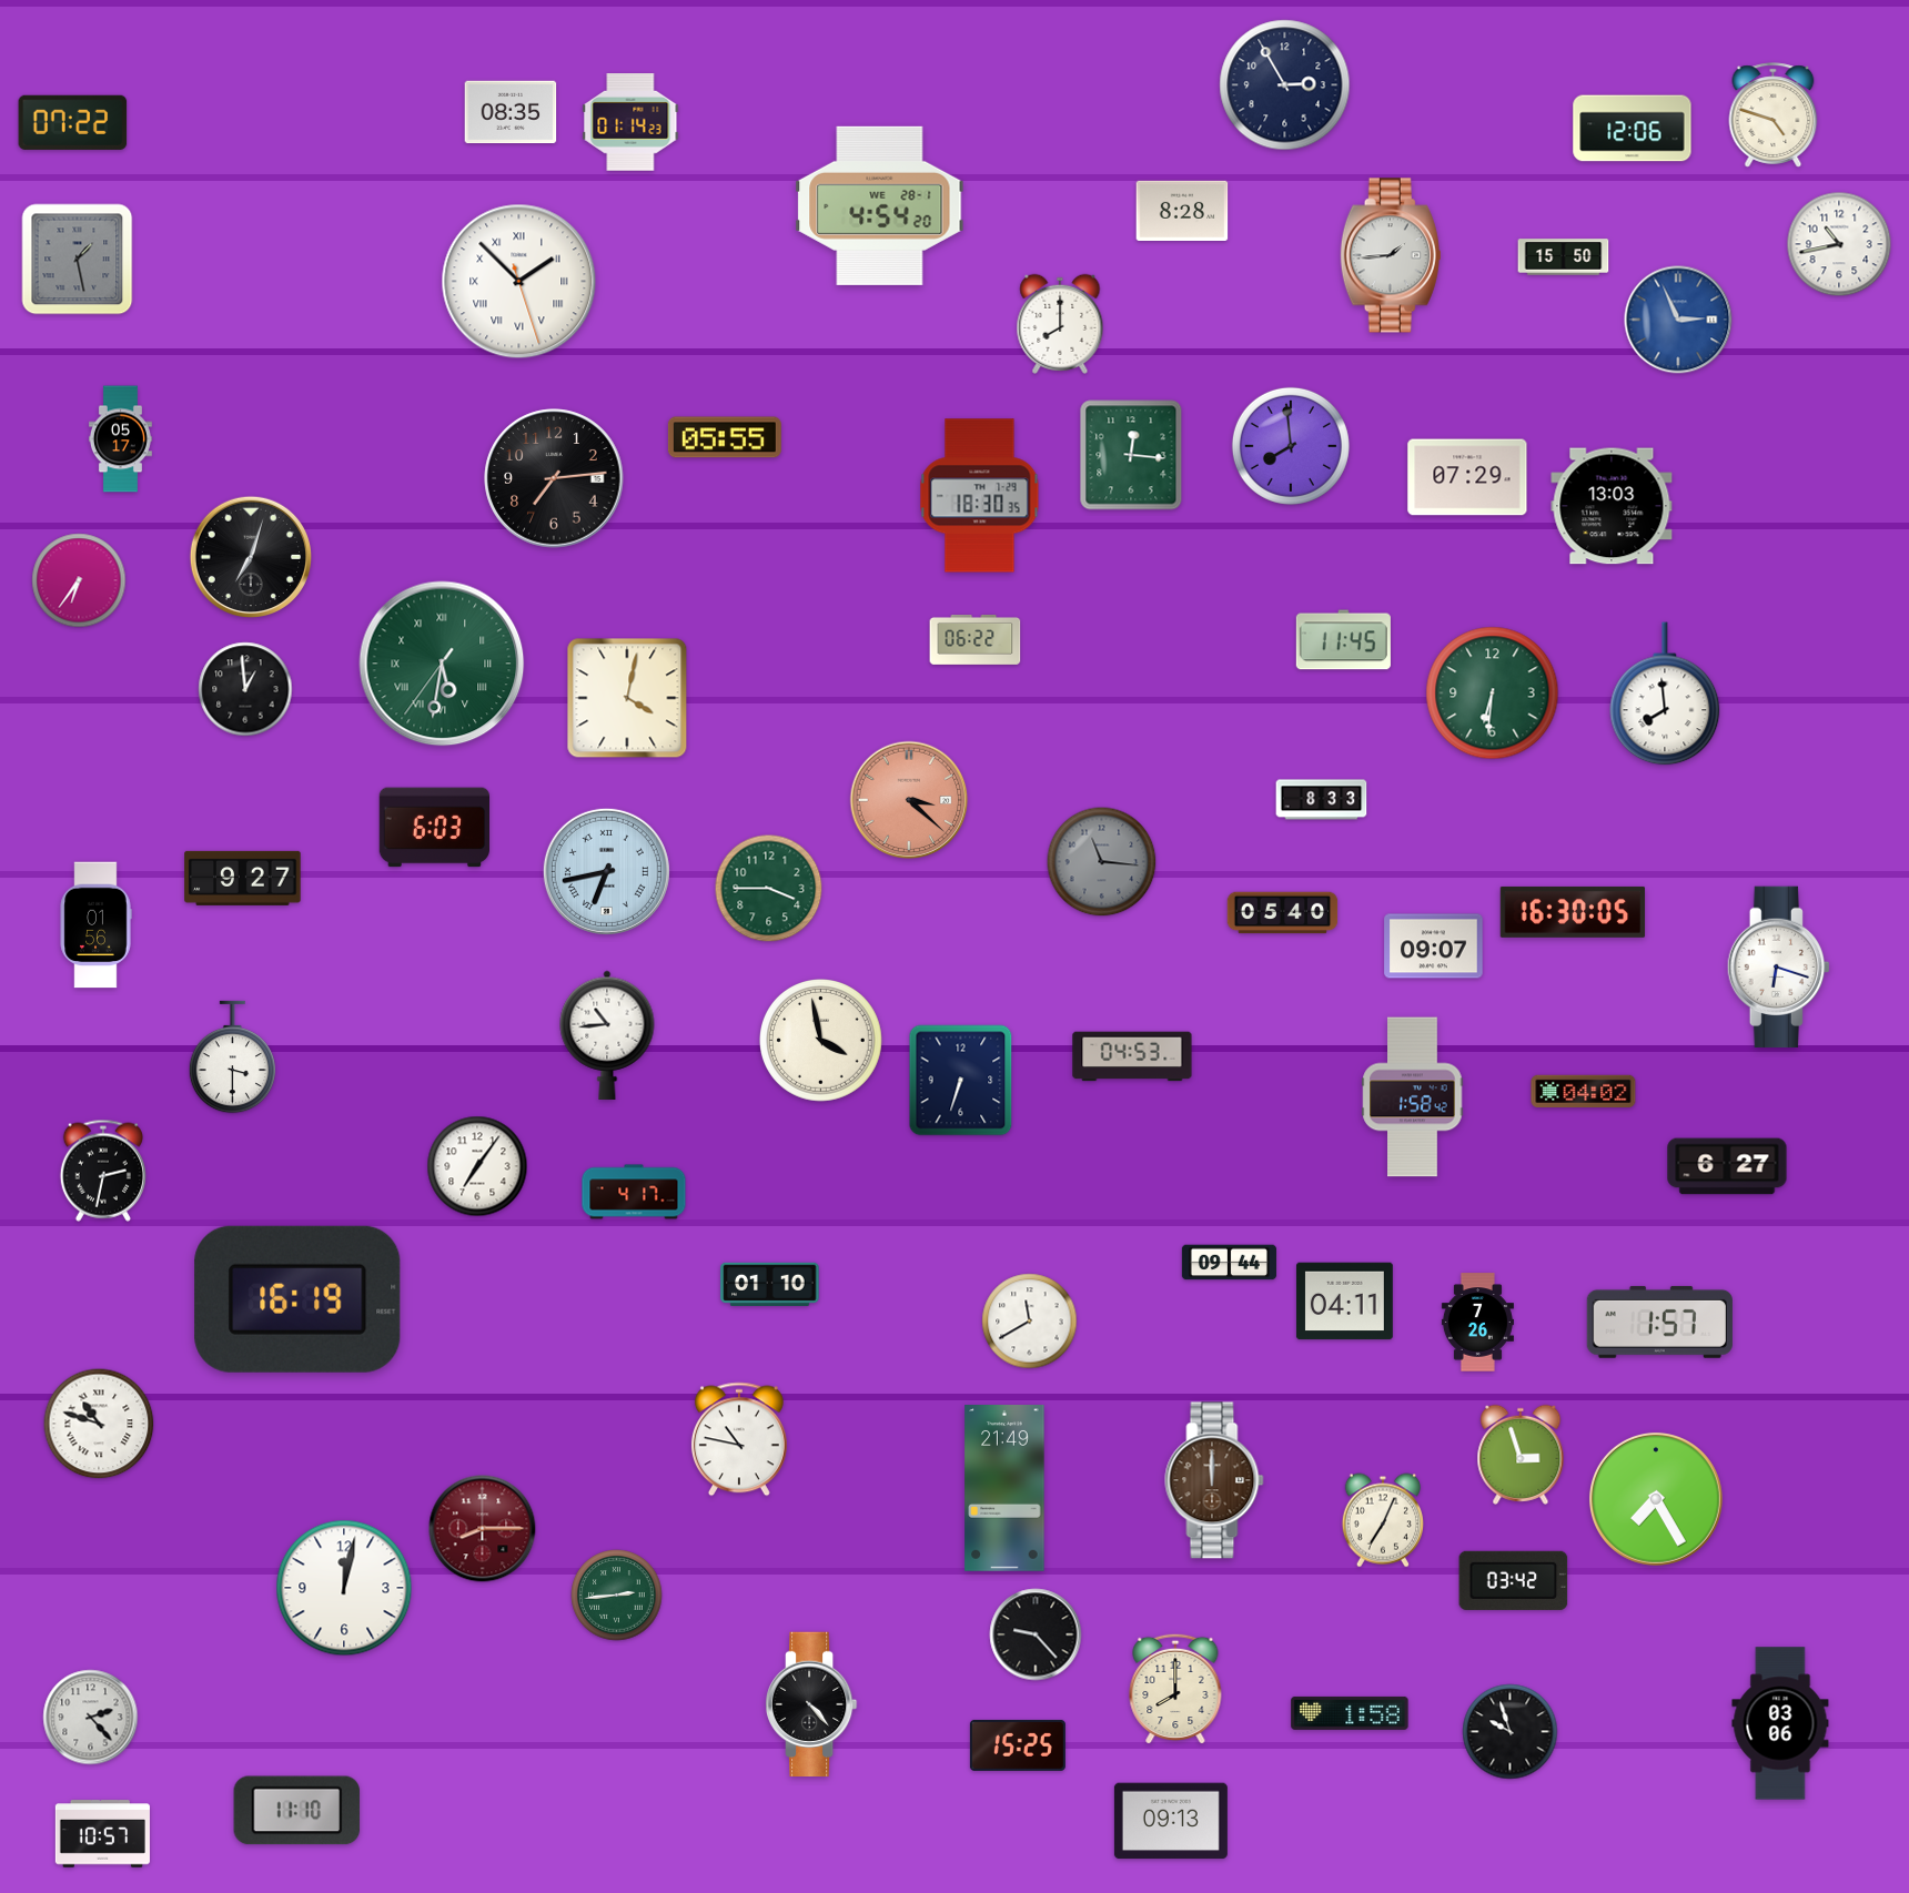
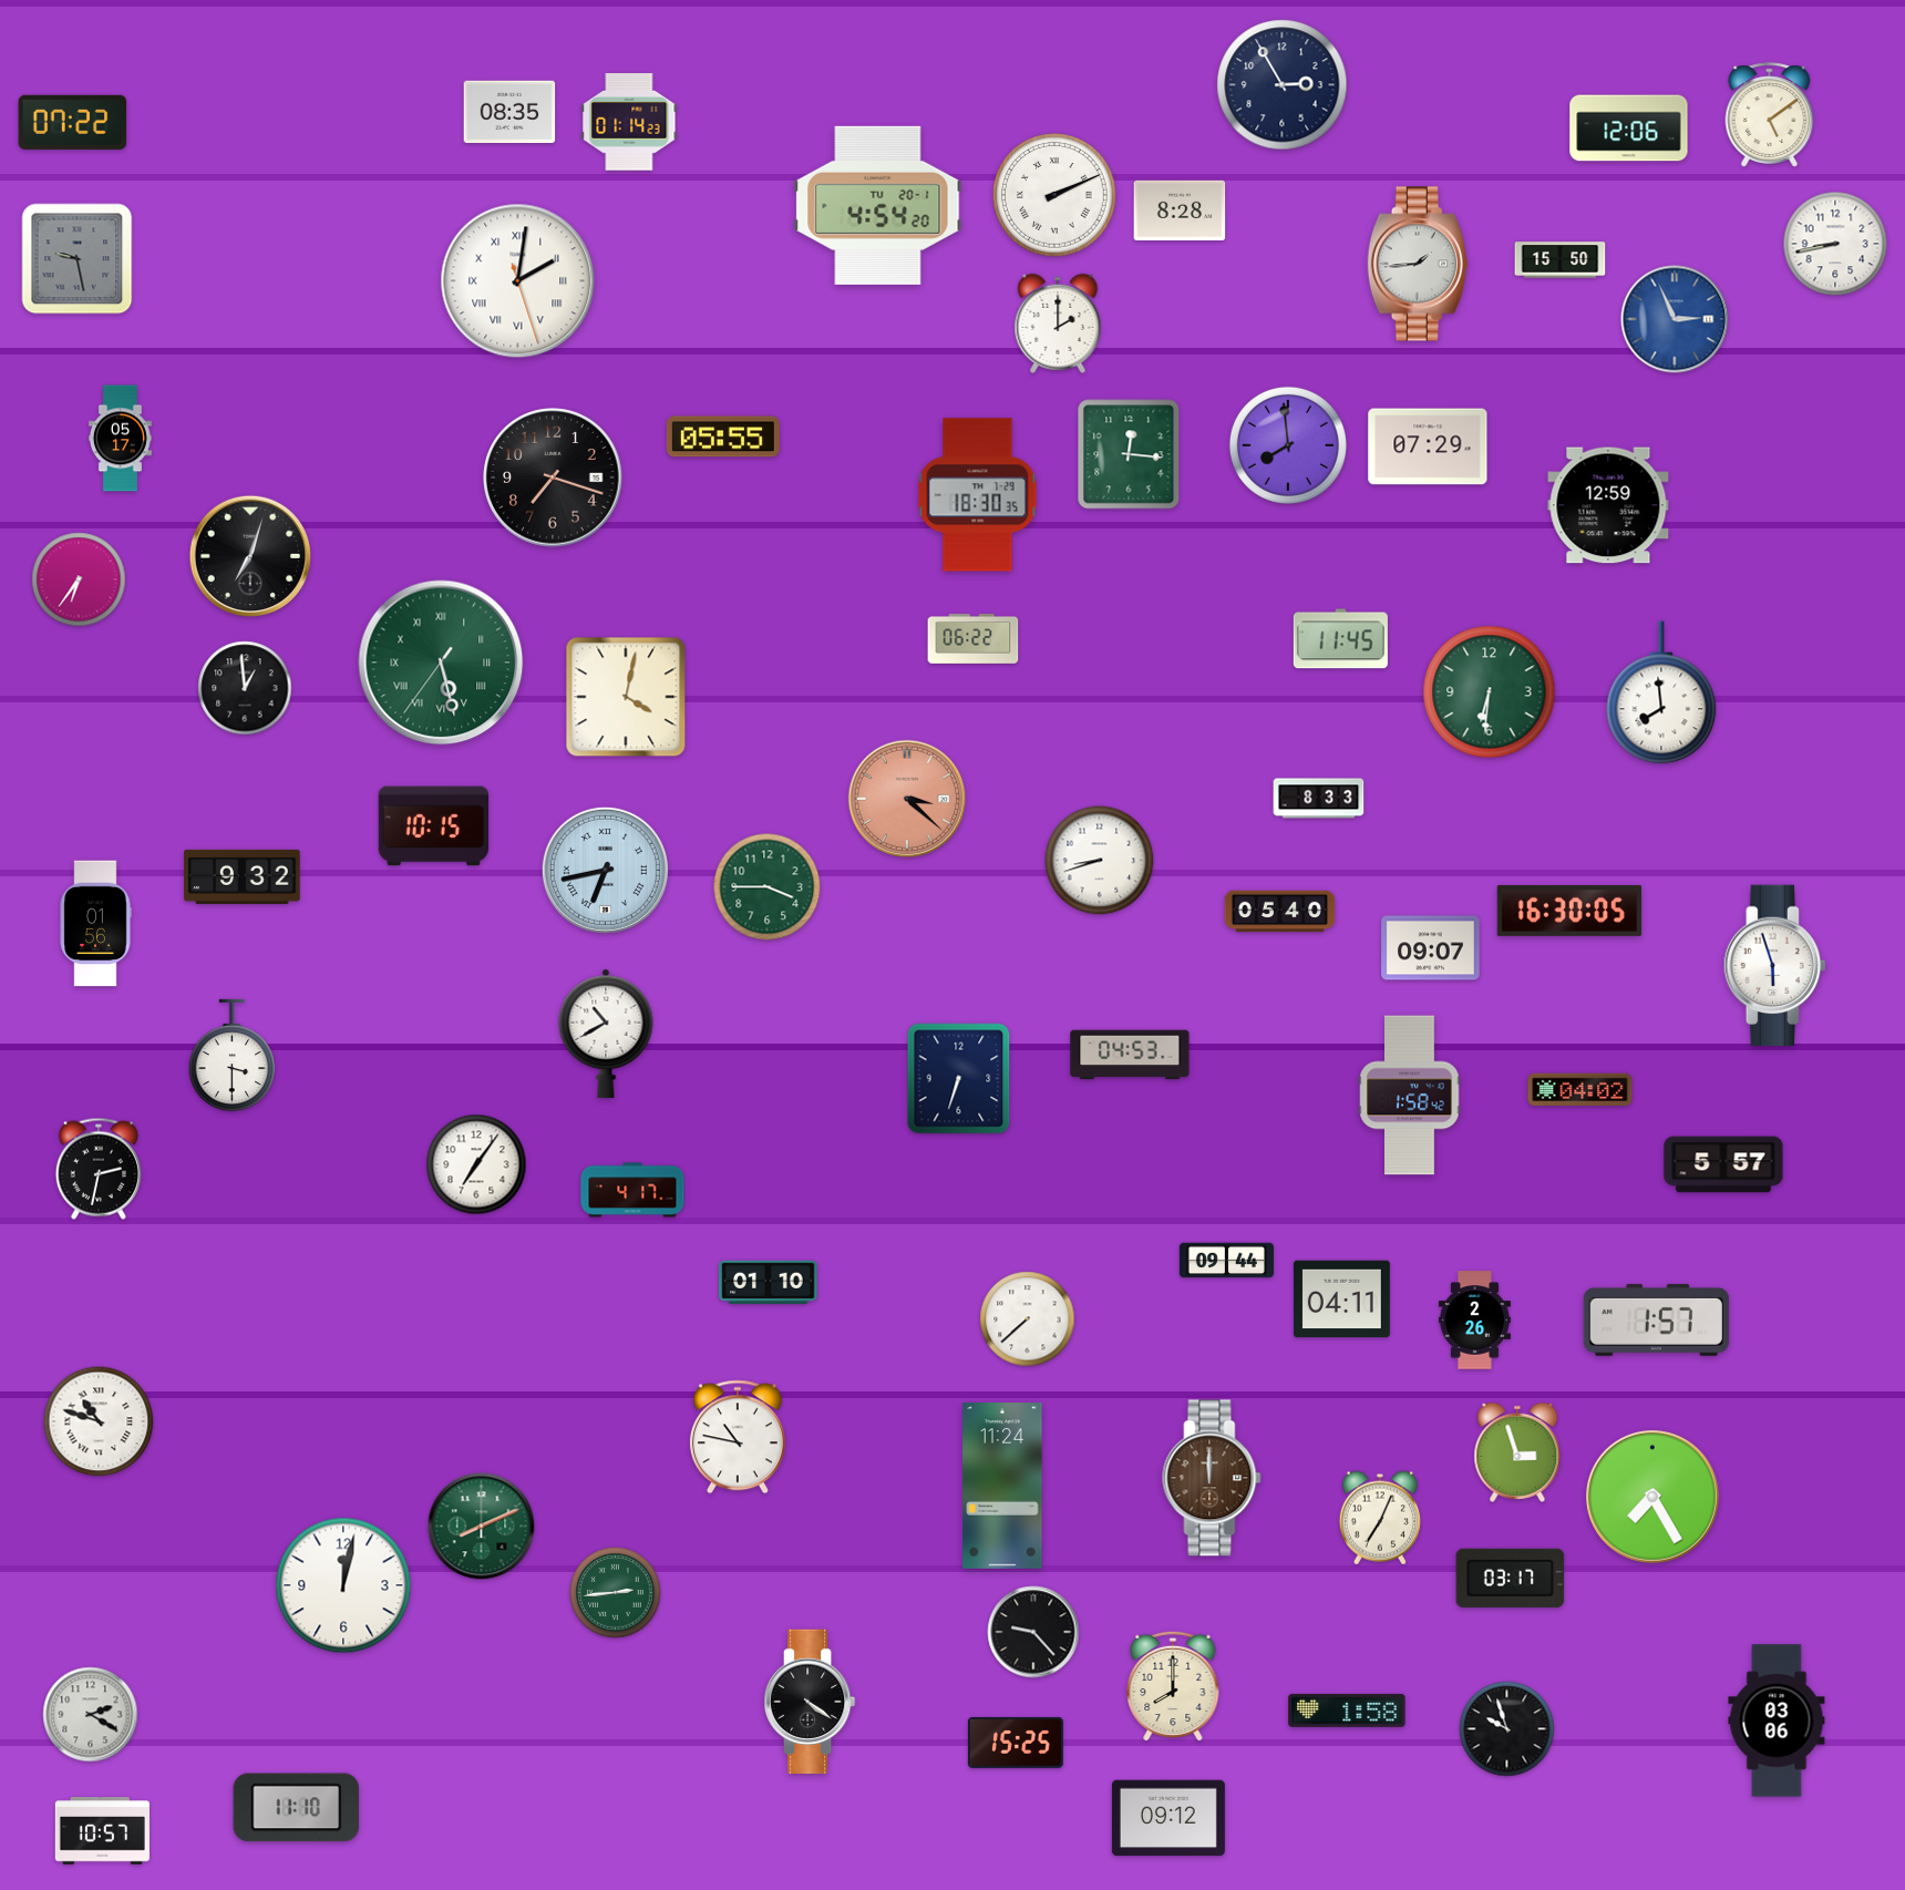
clock at (1774, 115): 4:48 -> 5:09
clock at (1054, 195): none -> 2:11
clock at (880, 205) date: WE 28-1 -> TU 20-1
clock at (1839, 244): 10:43 -> 8:43
clock at (1391, 255) position: (1391, 255) -> (1418, 264)
clock at (1564, 257) position: (1564, 257) -> (1561, 260)
clock at (78, 260): 1:28 -> 9:28
clock at (519, 282): 1:52 -> 2:01
clock at (1060, 324): 8:00 -> 2:00
clock at (1467, 477) position: (1467, 477) -> (1428, 446)
clock at (554, 478): 7:14 -> 7:18
clock at (1612, 506): 13:03 -> 12:59
clock at (442, 664): 5:31 -> 5:27
clock at (435, 828): 6:03 -> 10:15
clock at (1102, 862): 11:16 -> 8:42
clock at (1102, 862) dial: grey -> white
clock at (243, 878): 9:27 -> 9:32
clock at (1434, 946) position: (1434, 946) -> (1431, 948)
clock at (1778, 968): 6:18 -> 5:57
clock at (607, 1035): 10:44 -> 10:40
clock at (821, 1041): 3:58 -> none
clock at (1727, 1166): 6:27 -> 5:57
clock at (103, 1171) position: (103, 1171) -> (99, 1169)
clock at (297, 1299): 16:19 -> none
clock at (1030, 1322): 11:40 -> 7:38
clock at (1477, 1323): 7:26 -> 2:26
clock at (1004, 1489): 21:49 -> 11:24
clock at (483, 1529): 8:15 -> 8:11
clock at (483, 1529) dial: burgundy -> green
clock at (1514, 1580): 03:42 -> 03:17
clock at (812, 1704): 4:23 -> 4:21
clock at (91, 1718): 2:23 -> 2:20
clock at (1171, 1821): 09:13 -> 09:12
